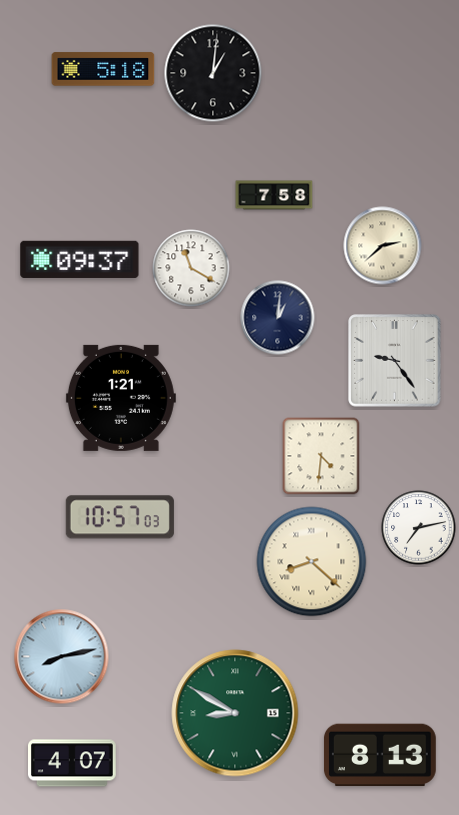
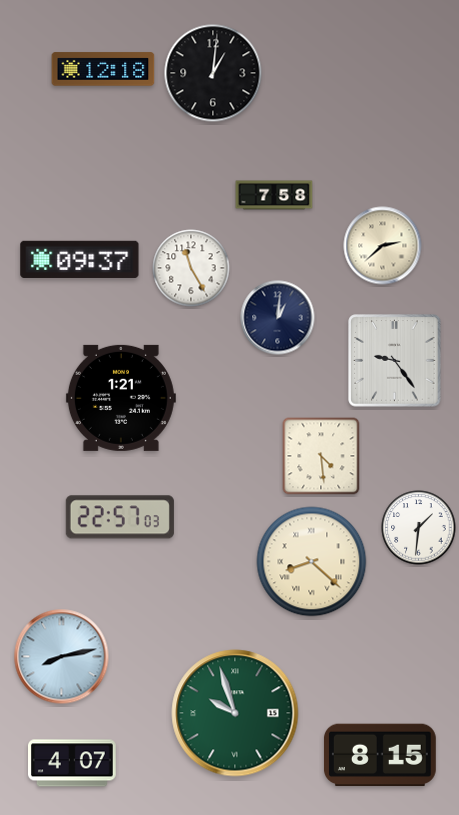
clock at (103, 69): 5:18 -> 12:18
clock at (191, 268): 11:20 -> 11:25
clock at (321, 456): 4:31 -> 4:29
clock at (120, 517): 10:57 -> 22:57
clock at (419, 528): 7:13 -> 1:31
clock at (235, 713): 8:50 -> 9:57
clock at (380, 755): 8:13 -> 8:15
